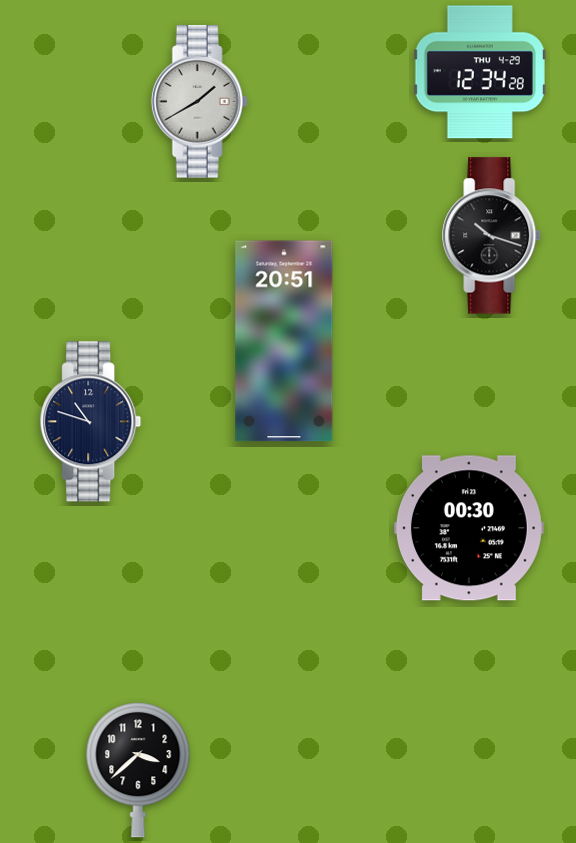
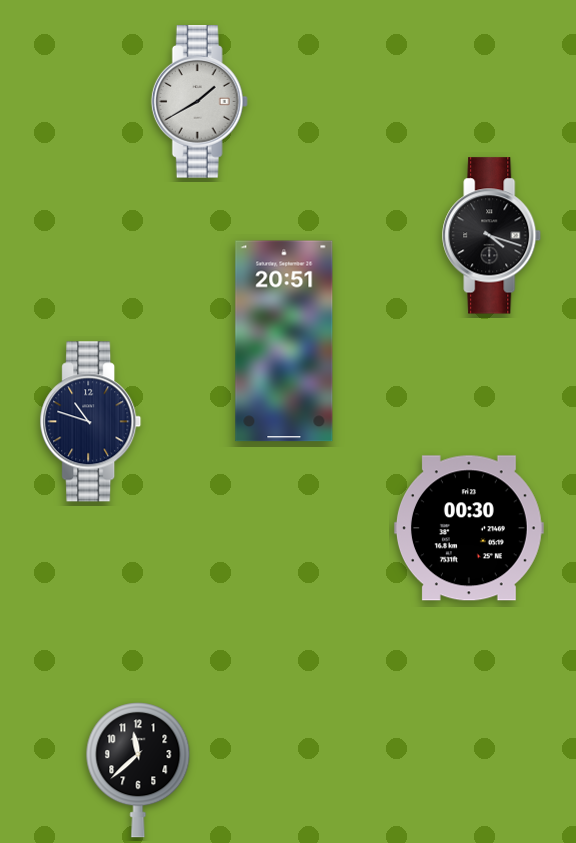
clock at (480, 72): 12:34 -> none
clock at (492, 236): 10:18 -> 4:18
clock at (138, 770): 3:38 -> 11:38
